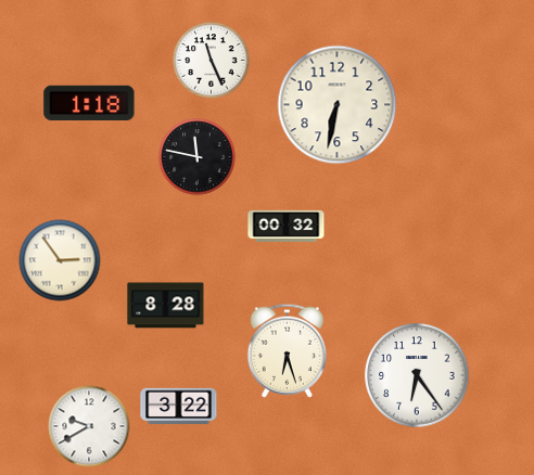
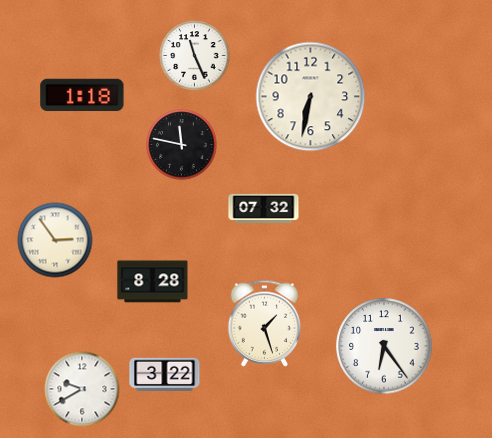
clock at (287, 226): 00:32 -> 07:32
clock at (288, 350): 6:27 -> 1:27
clock at (89, 426) position: (89, 426) -> (82, 389)
